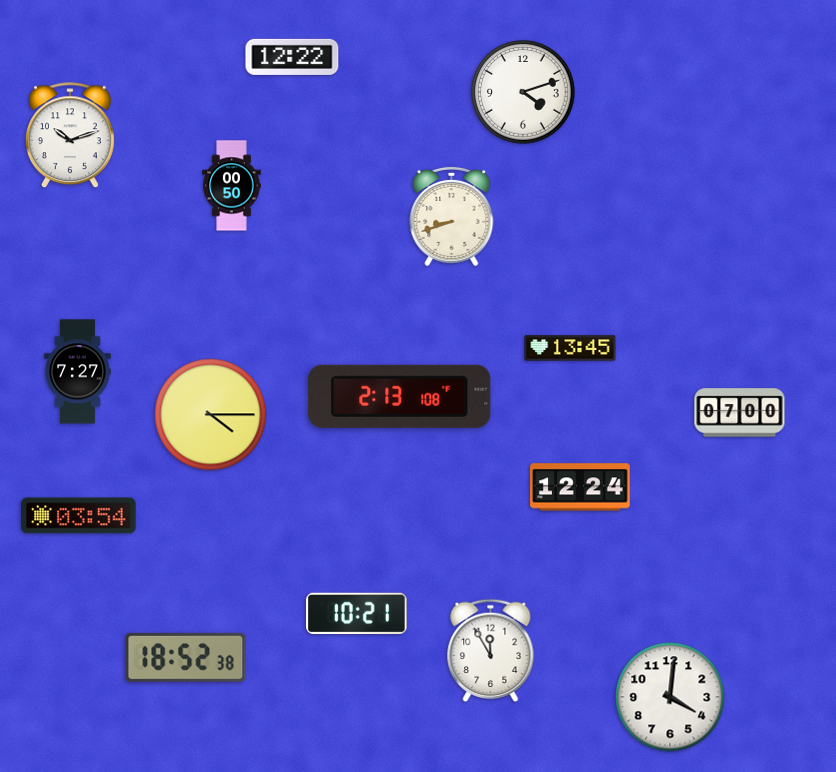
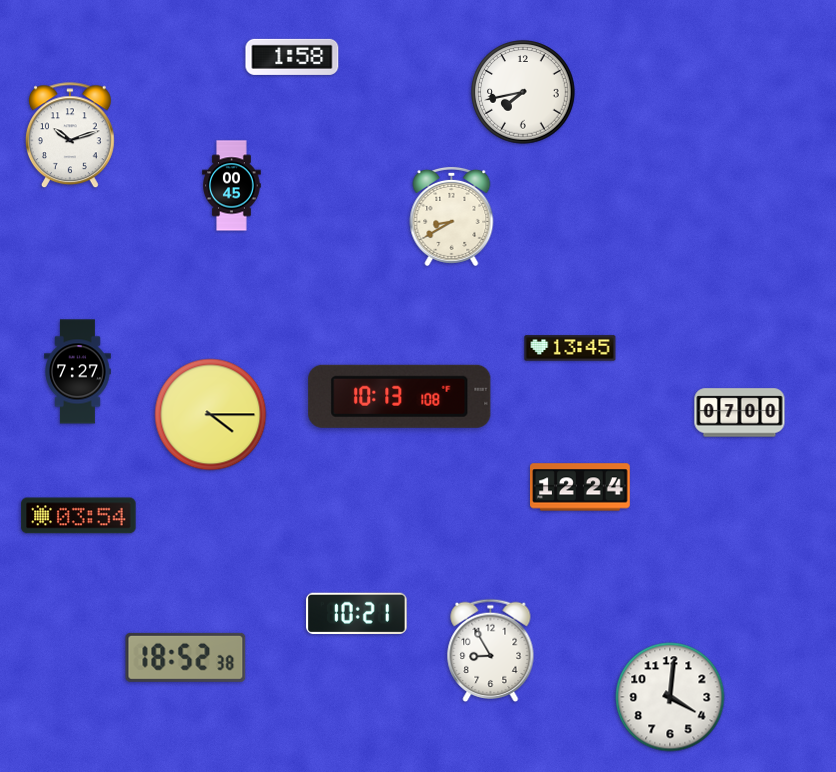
clock at (292, 57): 12:22 -> 1:58
clock at (523, 92): 4:12 -> 7:43
clock at (232, 186): 00:50 -> 00:45
clock at (452, 216): 8:42 -> 8:40
clock at (400, 396): 2:13 -> 10:13
clock at (491, 650): 11:55 -> 8:55
